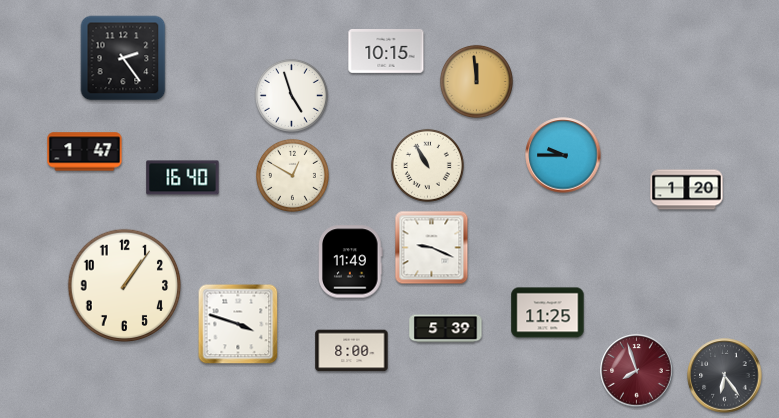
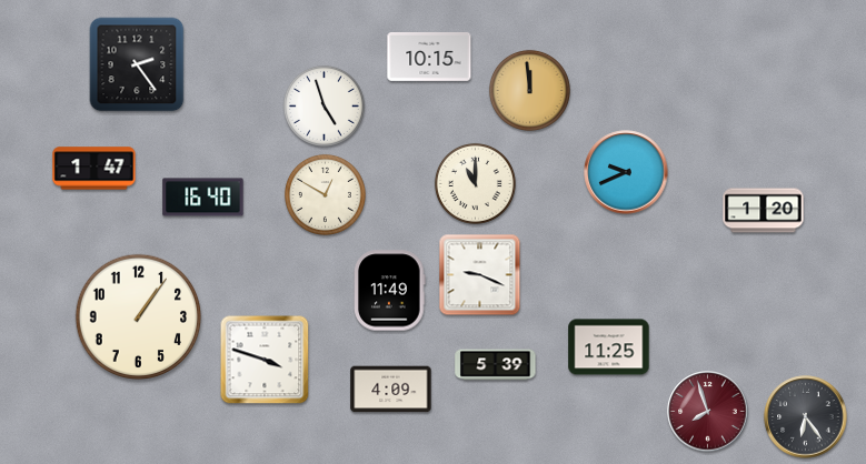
clock at (563, 155): 9:45 -> 9:41
clock at (427, 165): 10:55 -> 11:00
clock at (352, 351): 8:00 -> 4:09
